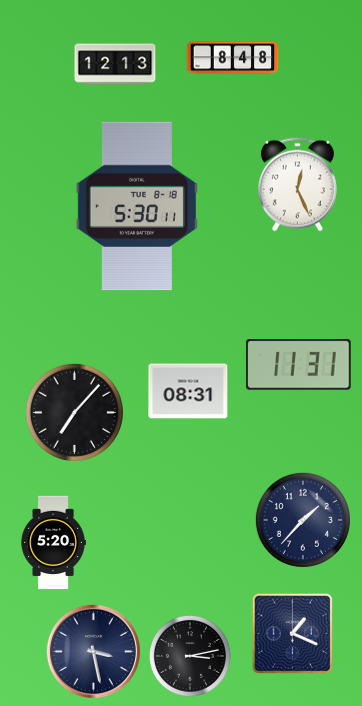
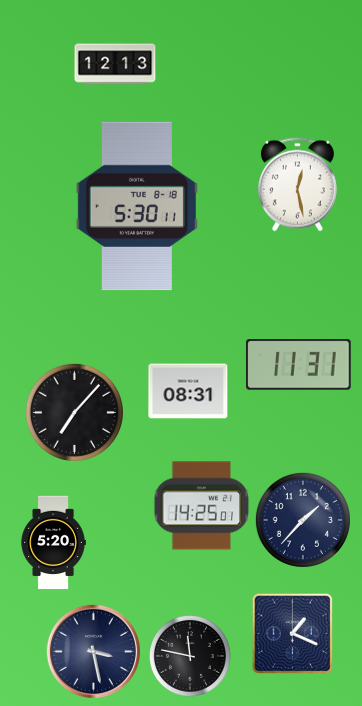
clock at (233, 58): 8:48 -> none
clock at (297, 185): 12:26 -> 12:28
clock at (202, 506): none -> 14:25
clock at (190, 656): 3:13 -> 11:47
